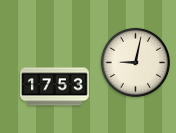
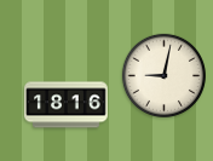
clock at (55, 87): 17:53 -> 18:16
